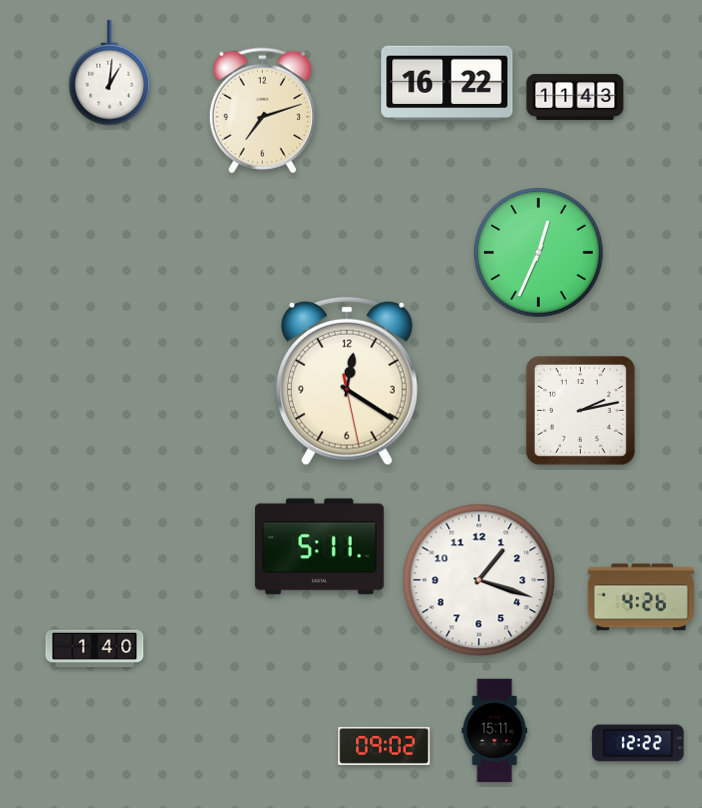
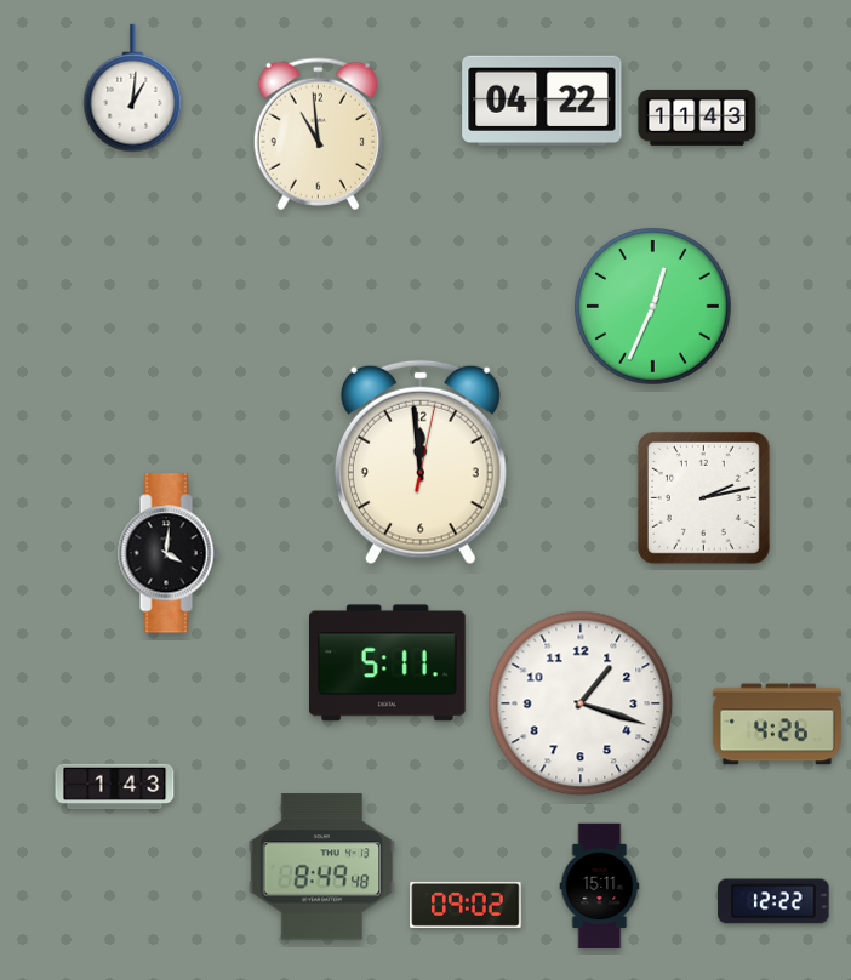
clock at (447, 82): 16:22 -> 04:22
clock at (262, 111): 7:12 -> 10:59
clock at (347, 381): 12:20 -> 11:59
clock at (169, 553): none -> 4:01
clock at (95, 649): 1:40 -> 1:43
clock at (322, 867): none -> 8:49
